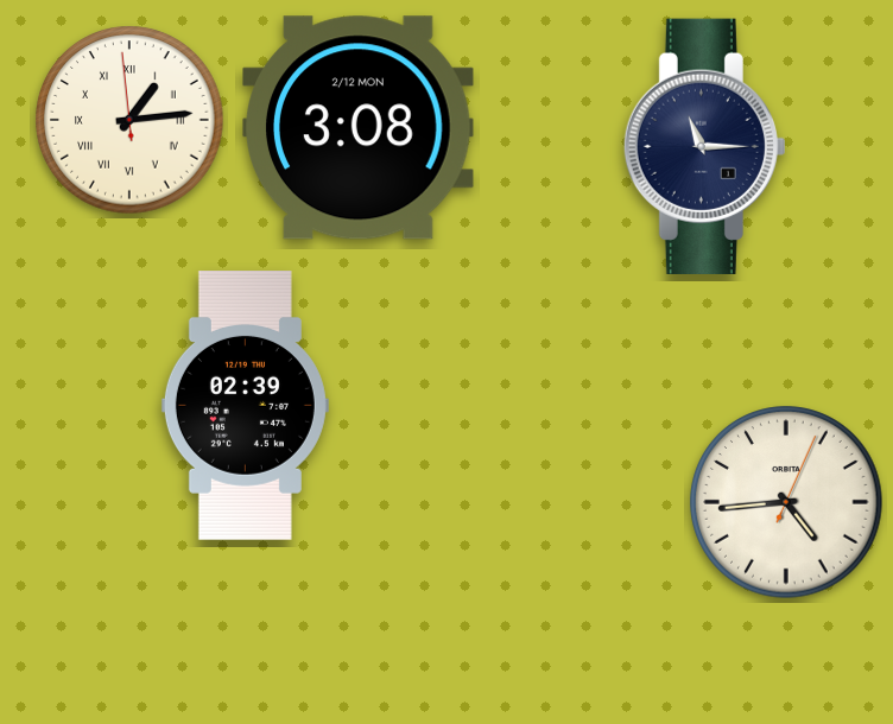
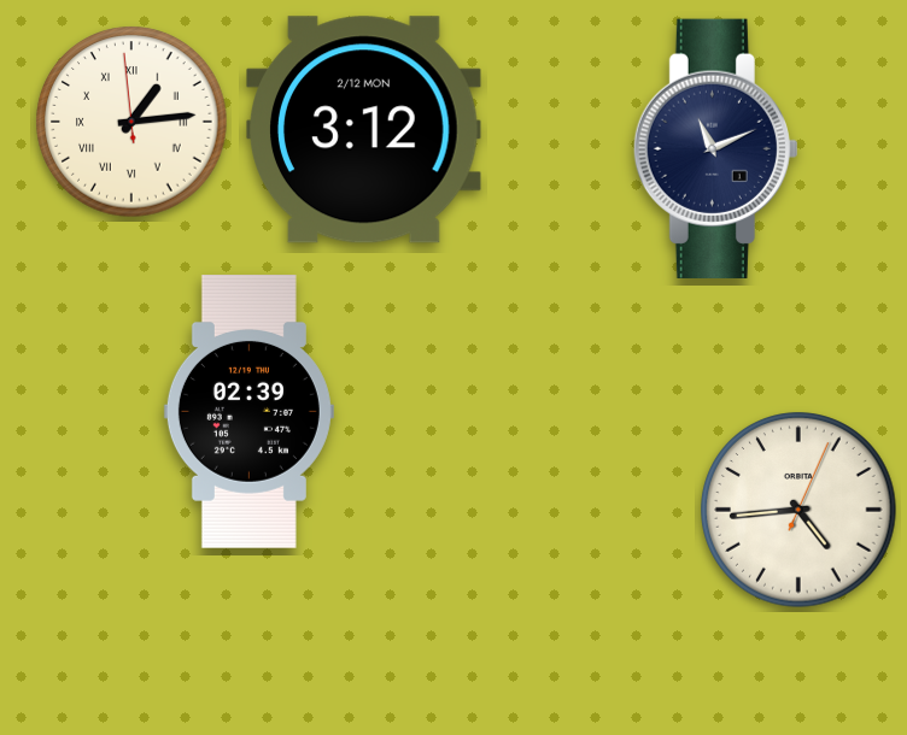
clock at (359, 128): 3:08 -> 3:12
clock at (704, 146): 11:15 -> 11:11
